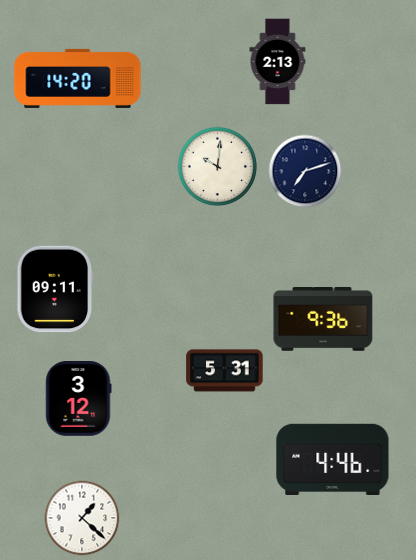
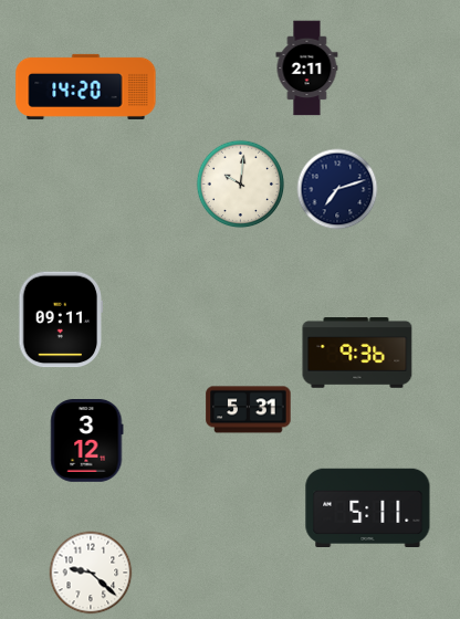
clock at (278, 62): 2:13 -> 2:11
clock at (333, 460): 4:46 -> 5:11
clock at (82, 518): 1:22 -> 9:22
